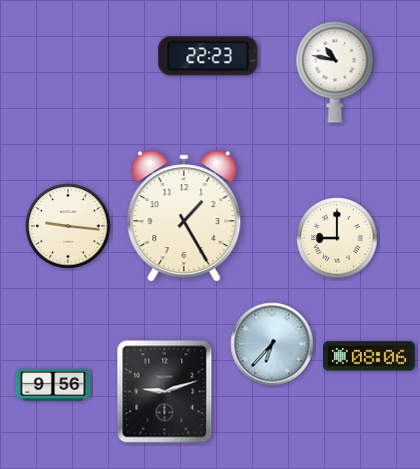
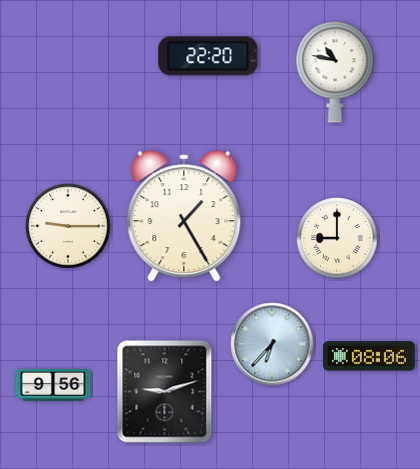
clock at (208, 56): 22:23 -> 22:20
clock at (68, 226): 9:16 -> 9:15
